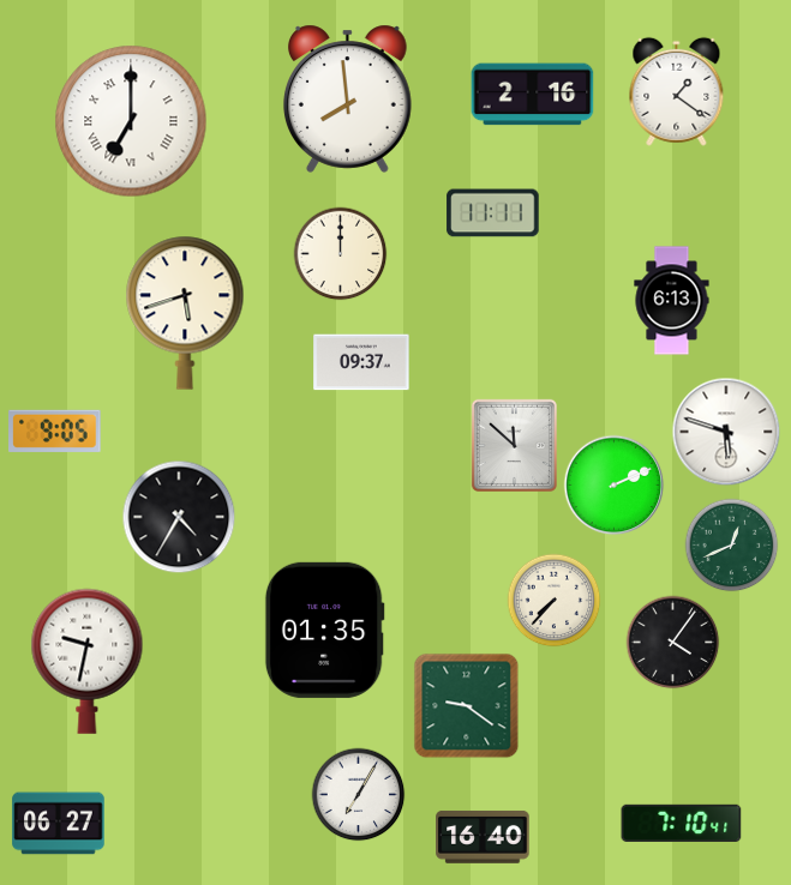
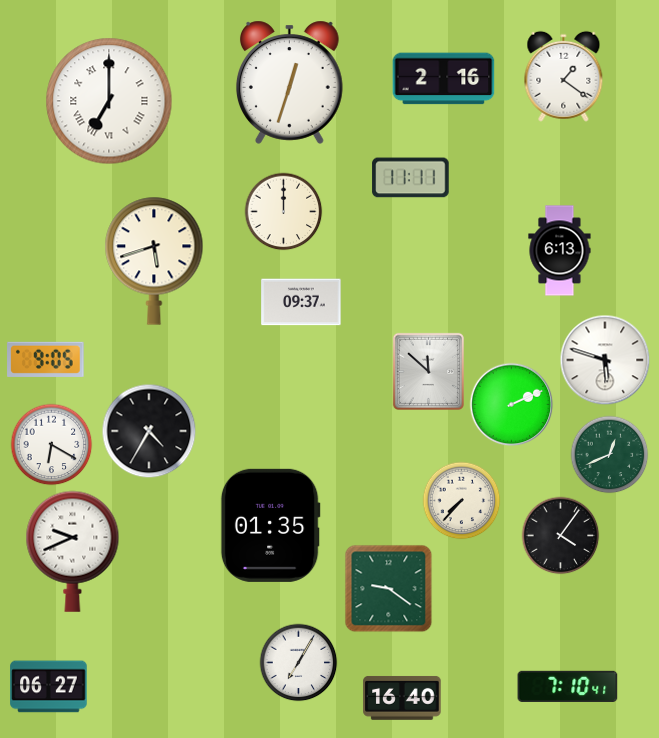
clock at (347, 98): 7:59 -> 12:33
clock at (51, 444): none -> 6:20
clock at (88, 661): 9:32 -> 9:41
